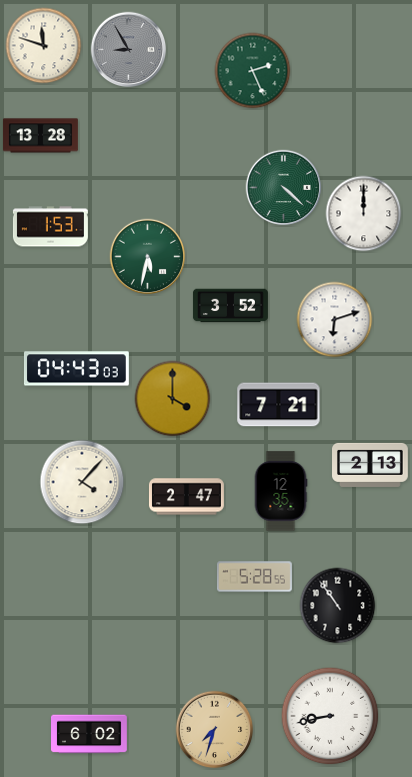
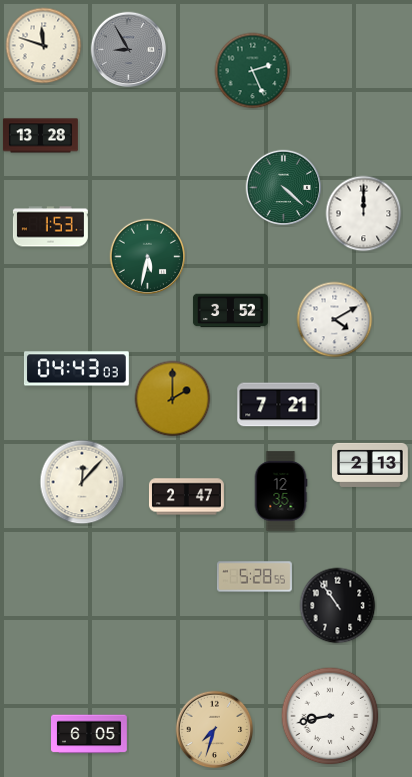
clock at (230, 306) position: (230, 306) -> (230, 311)
clock at (335, 320): 6:12 -> 4:10
clock at (173, 399): 4:00 -> 2:00
clock at (82, 482): 4:07 -> 12:07
clock at (90, 734): 6:02 -> 6:05
